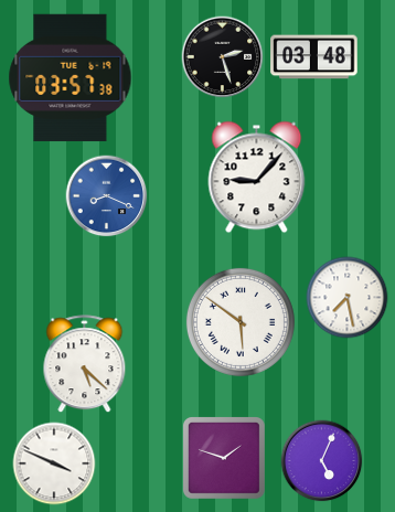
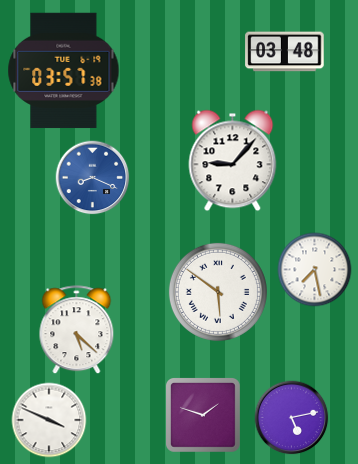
clock at (223, 57): 2:27 -> none
clock at (107, 196) position: (107, 196) -> (93, 178)
clock at (322, 461): 5:04 -> 5:13
